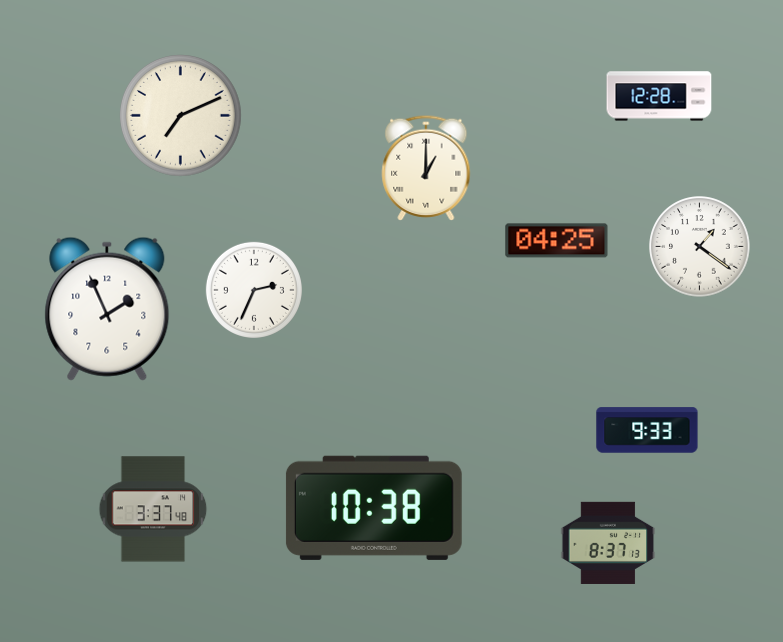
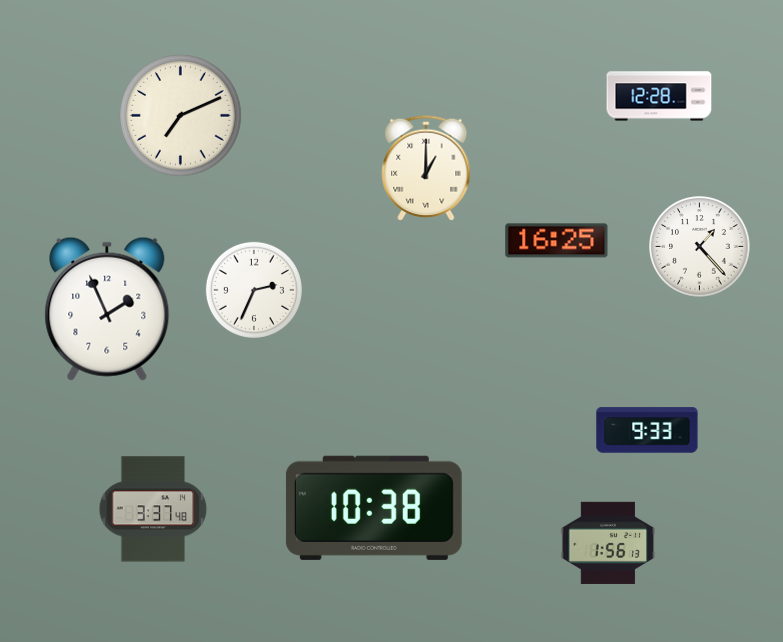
clock at (557, 241): 04:25 -> 16:25
clock at (700, 247): 1:21 -> 1:23
clock at (608, 543): 8:37 -> 1:56
